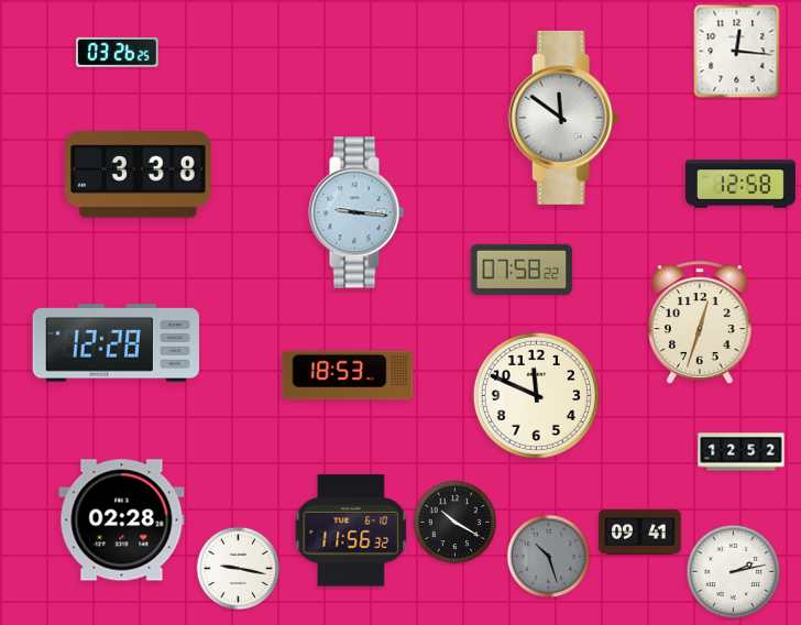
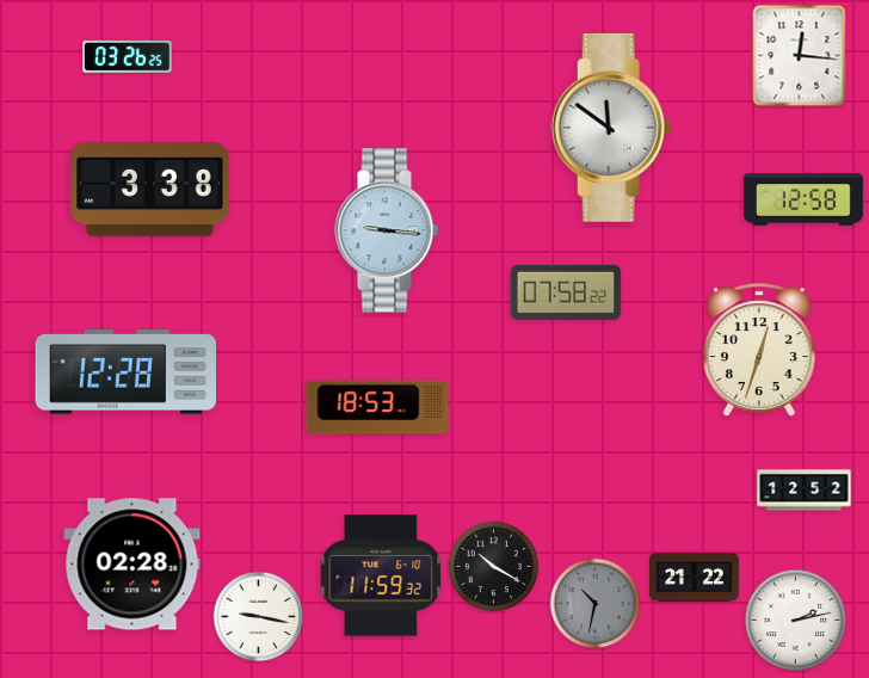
clock at (536, 395): 11:49 -> none
clock at (351, 530): 11:56 -> 11:59
clock at (640, 533): 09:41 -> 21:22
clock at (549, 557): 10:27 -> 10:32
